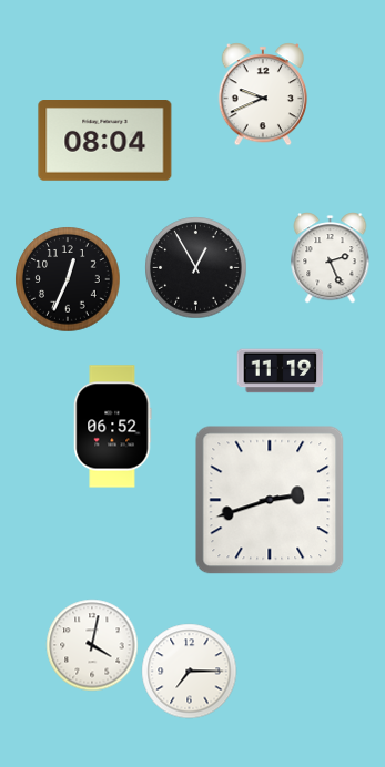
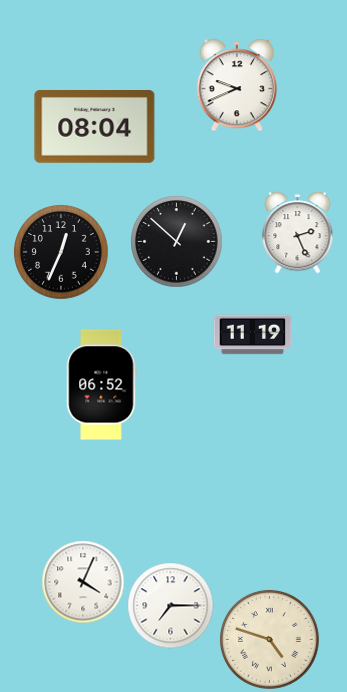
clock at (195, 267): 12:55 -> 12:52
clock at (270, 500): 2:42 -> none
clock at (92, 645): 4:02 -> 4:04
clock at (269, 639): none -> 4:48
